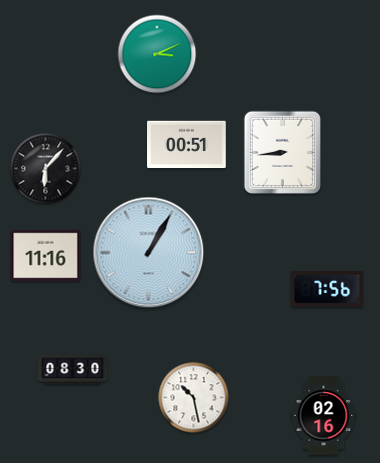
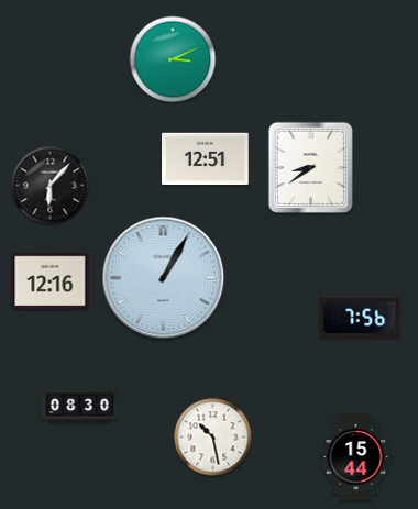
clock at (187, 145): 00:51 -> 12:51
clock at (282, 152): 8:44 -> 8:39
clock at (46, 256): 11:16 -> 12:16
clock at (324, 416): 02:16 -> 15:44
